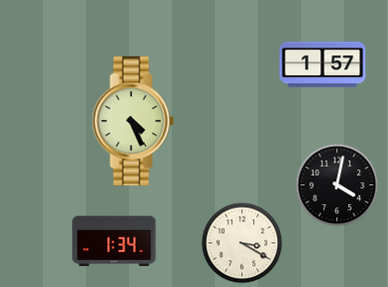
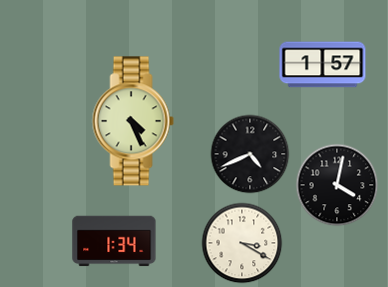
clock at (250, 154): none -> 4:41
